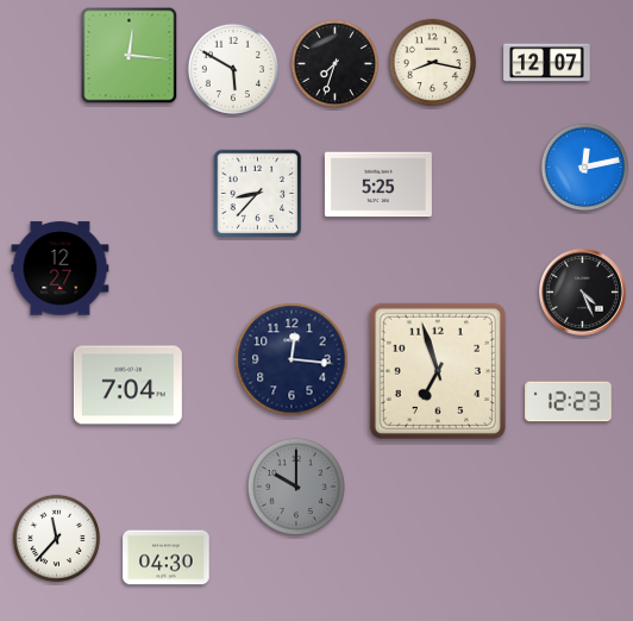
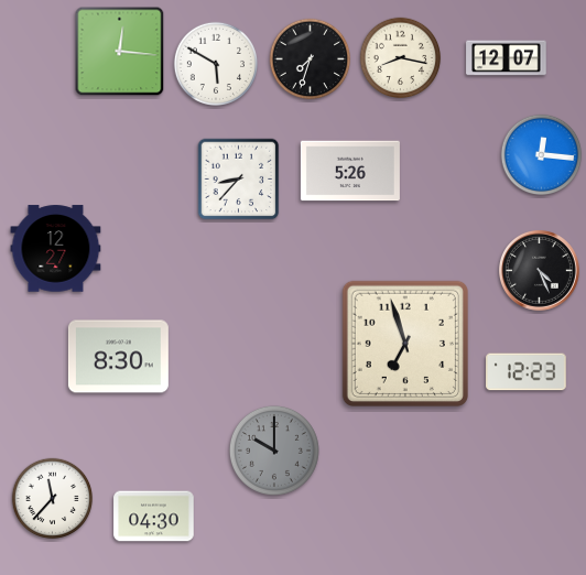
clock at (585, 168): 12:13 -> 12:16
clock at (378, 184): 5:25 -> 5:26
clock at (292, 359): 12:16 -> none
clock at (127, 385): 7:04 -> 8:30
